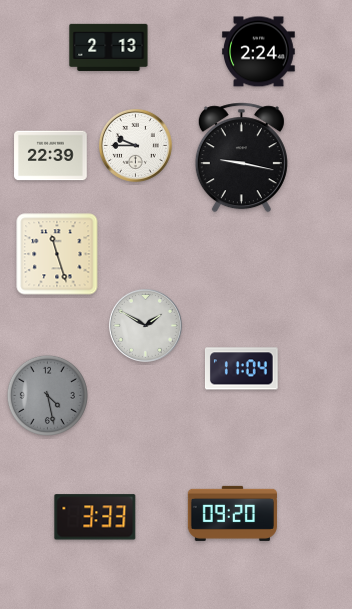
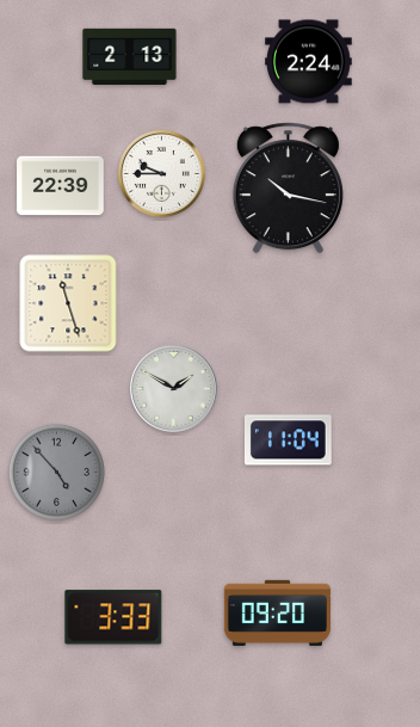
clock at (241, 158): 9:17 -> 10:17
clock at (47, 395): 4:28 -> 4:53
